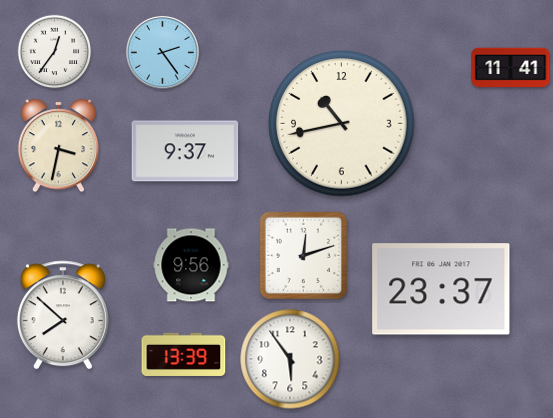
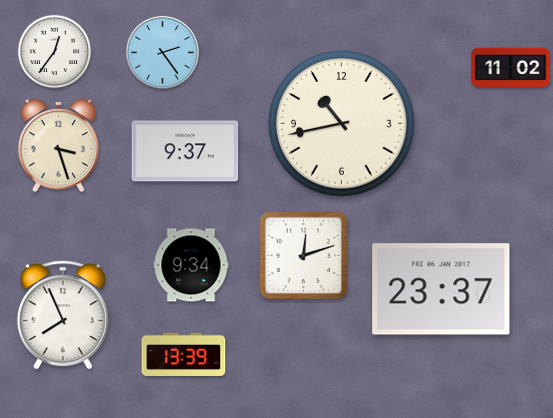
clock at (511, 68): 11:41 -> 11:02
clock at (59, 146): 3:32 -> 3:27
clock at (191, 265): 9:56 -> 9:34
clock at (63, 315): 7:52 -> 7:56
clock at (290, 359): 5:54 -> none
